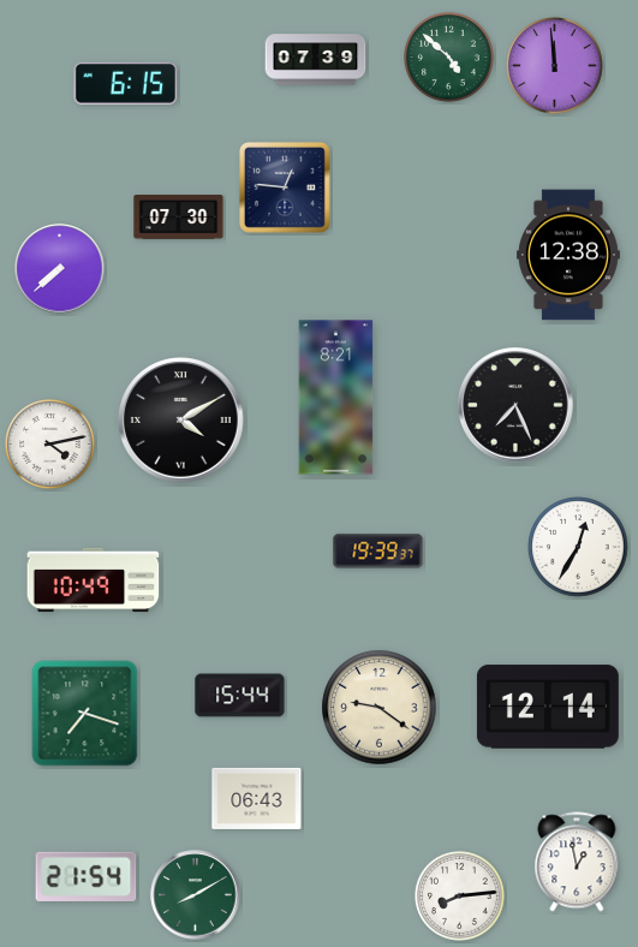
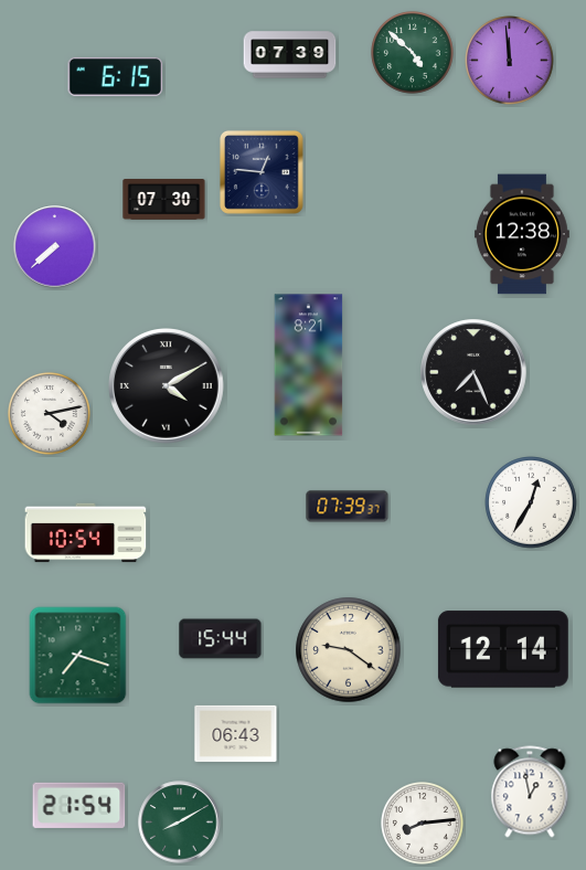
clock at (50, 445) position: (50, 445) -> (50, 414)
clock at (378, 552): 19:39 -> 07:39
clock at (94, 580): 10:49 -> 10:54
